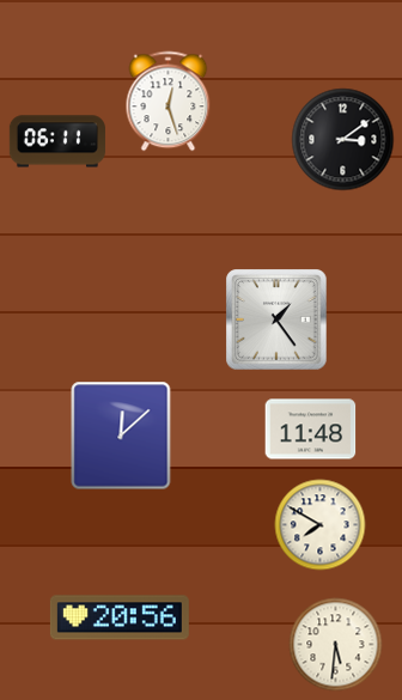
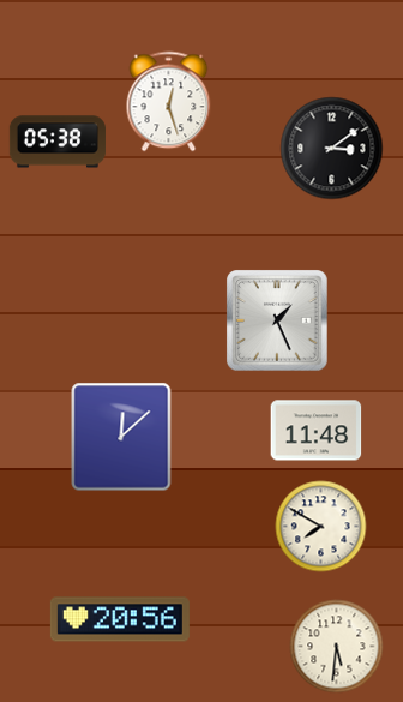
clock at (343, 140) position: (343, 140) -> (332, 149)
clock at (57, 141): 06:11 -> 05:38
clock at (276, 319): 1:24 -> 1:26
clock at (311, 430) position: (311, 430) -> (317, 431)
